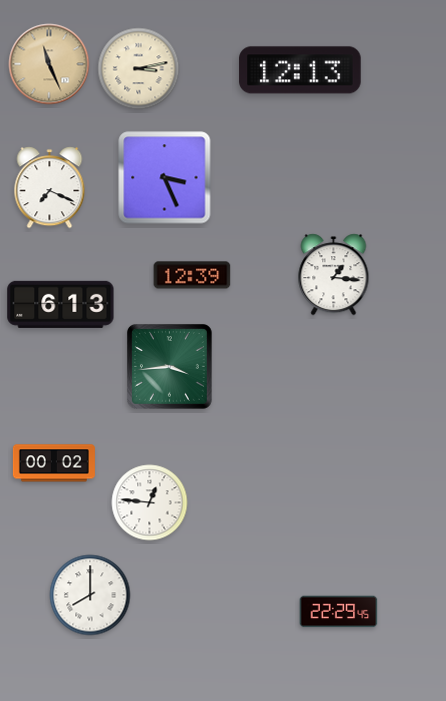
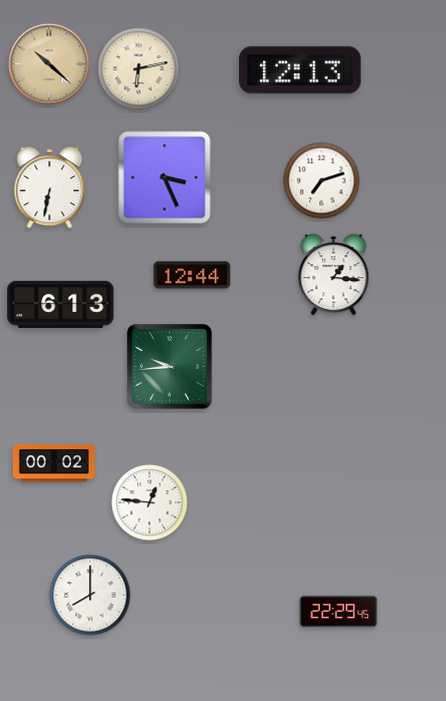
clock at (49, 64): 11:26 -> 10:22
clock at (139, 69): 3:13 -> 6:13
clock at (322, 181): none -> 7:12
clock at (50, 188): 7:19 -> 6:32
clock at (192, 275): 12:39 -> 12:44
clock at (170, 367): 3:44 -> 9:44
